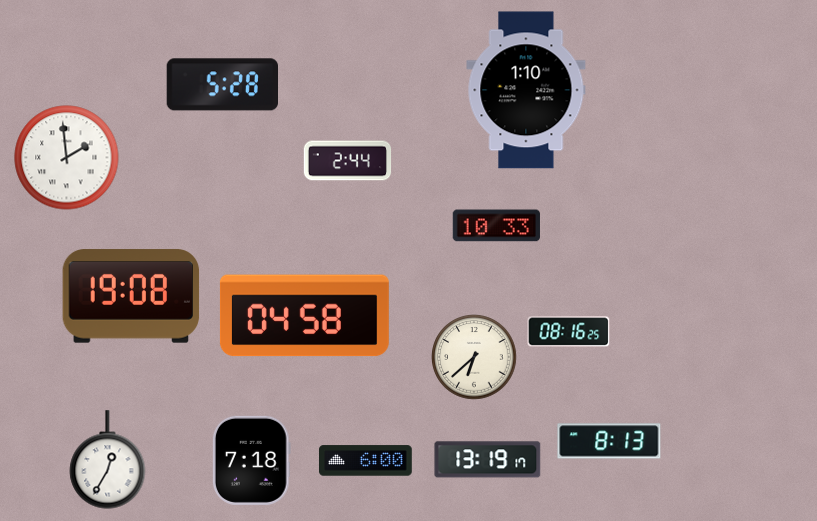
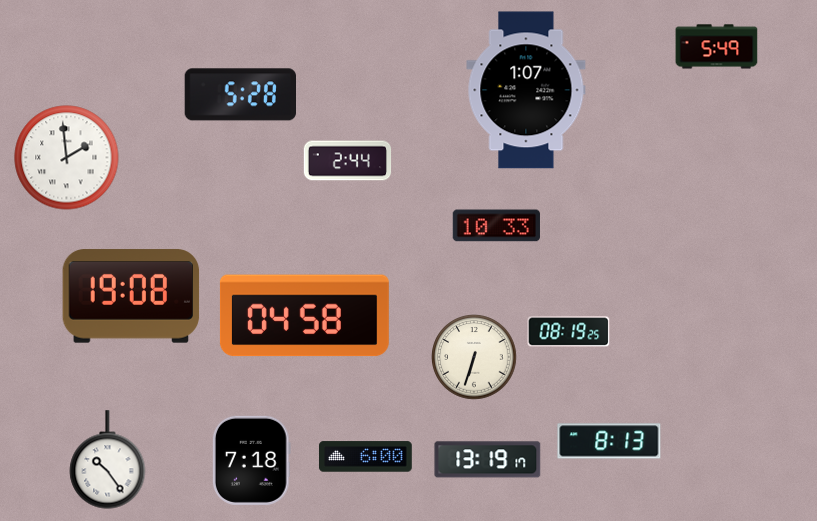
clock at (717, 47): none -> 5:49
clock at (223, 85) position: (223, 85) -> (241, 95)
clock at (526, 90): 1:10 -> 1:07
clock at (569, 332): 08:16 -> 08:19
clock at (474, 357): 6:38 -> 6:33
clock at (108, 460): 12:35 -> 10:24
clock at (366, 461) position: (366, 461) -> (366, 457)
